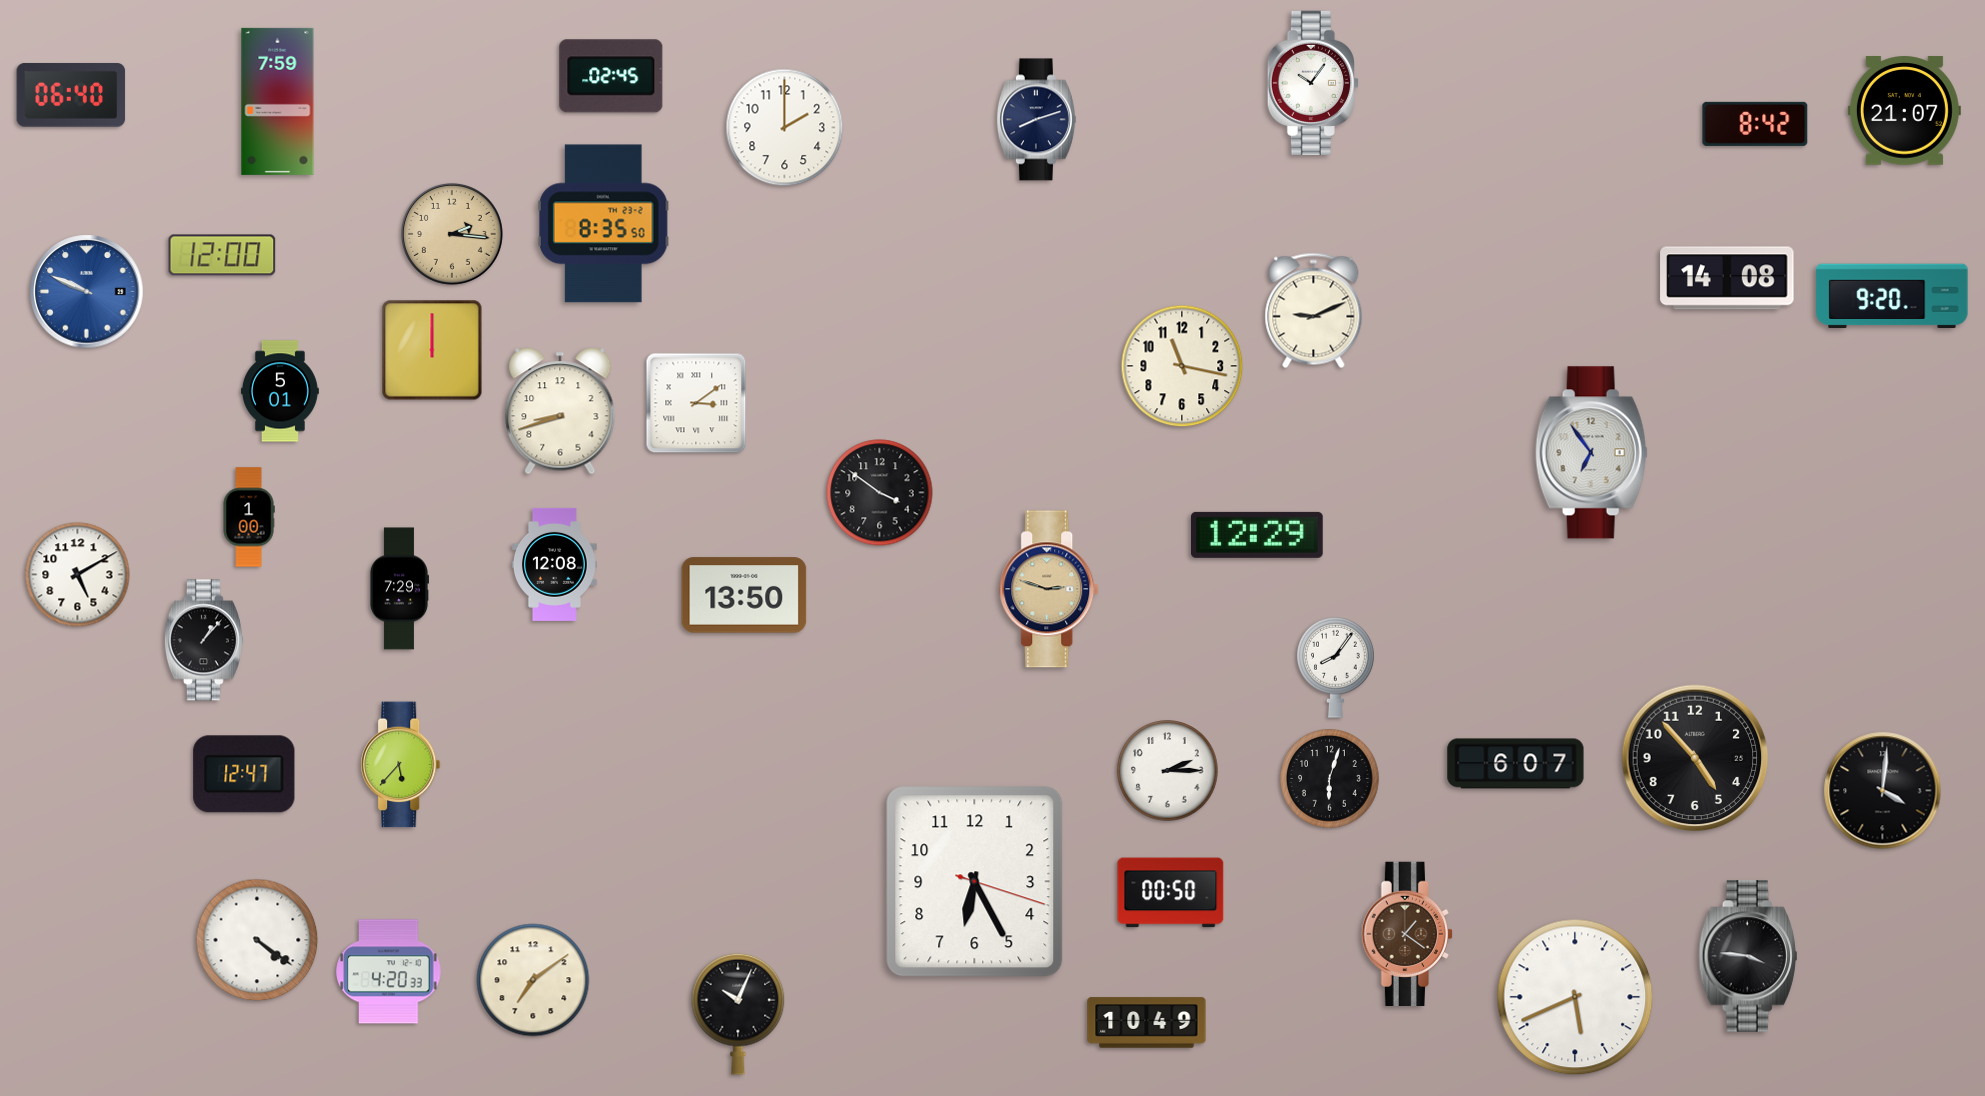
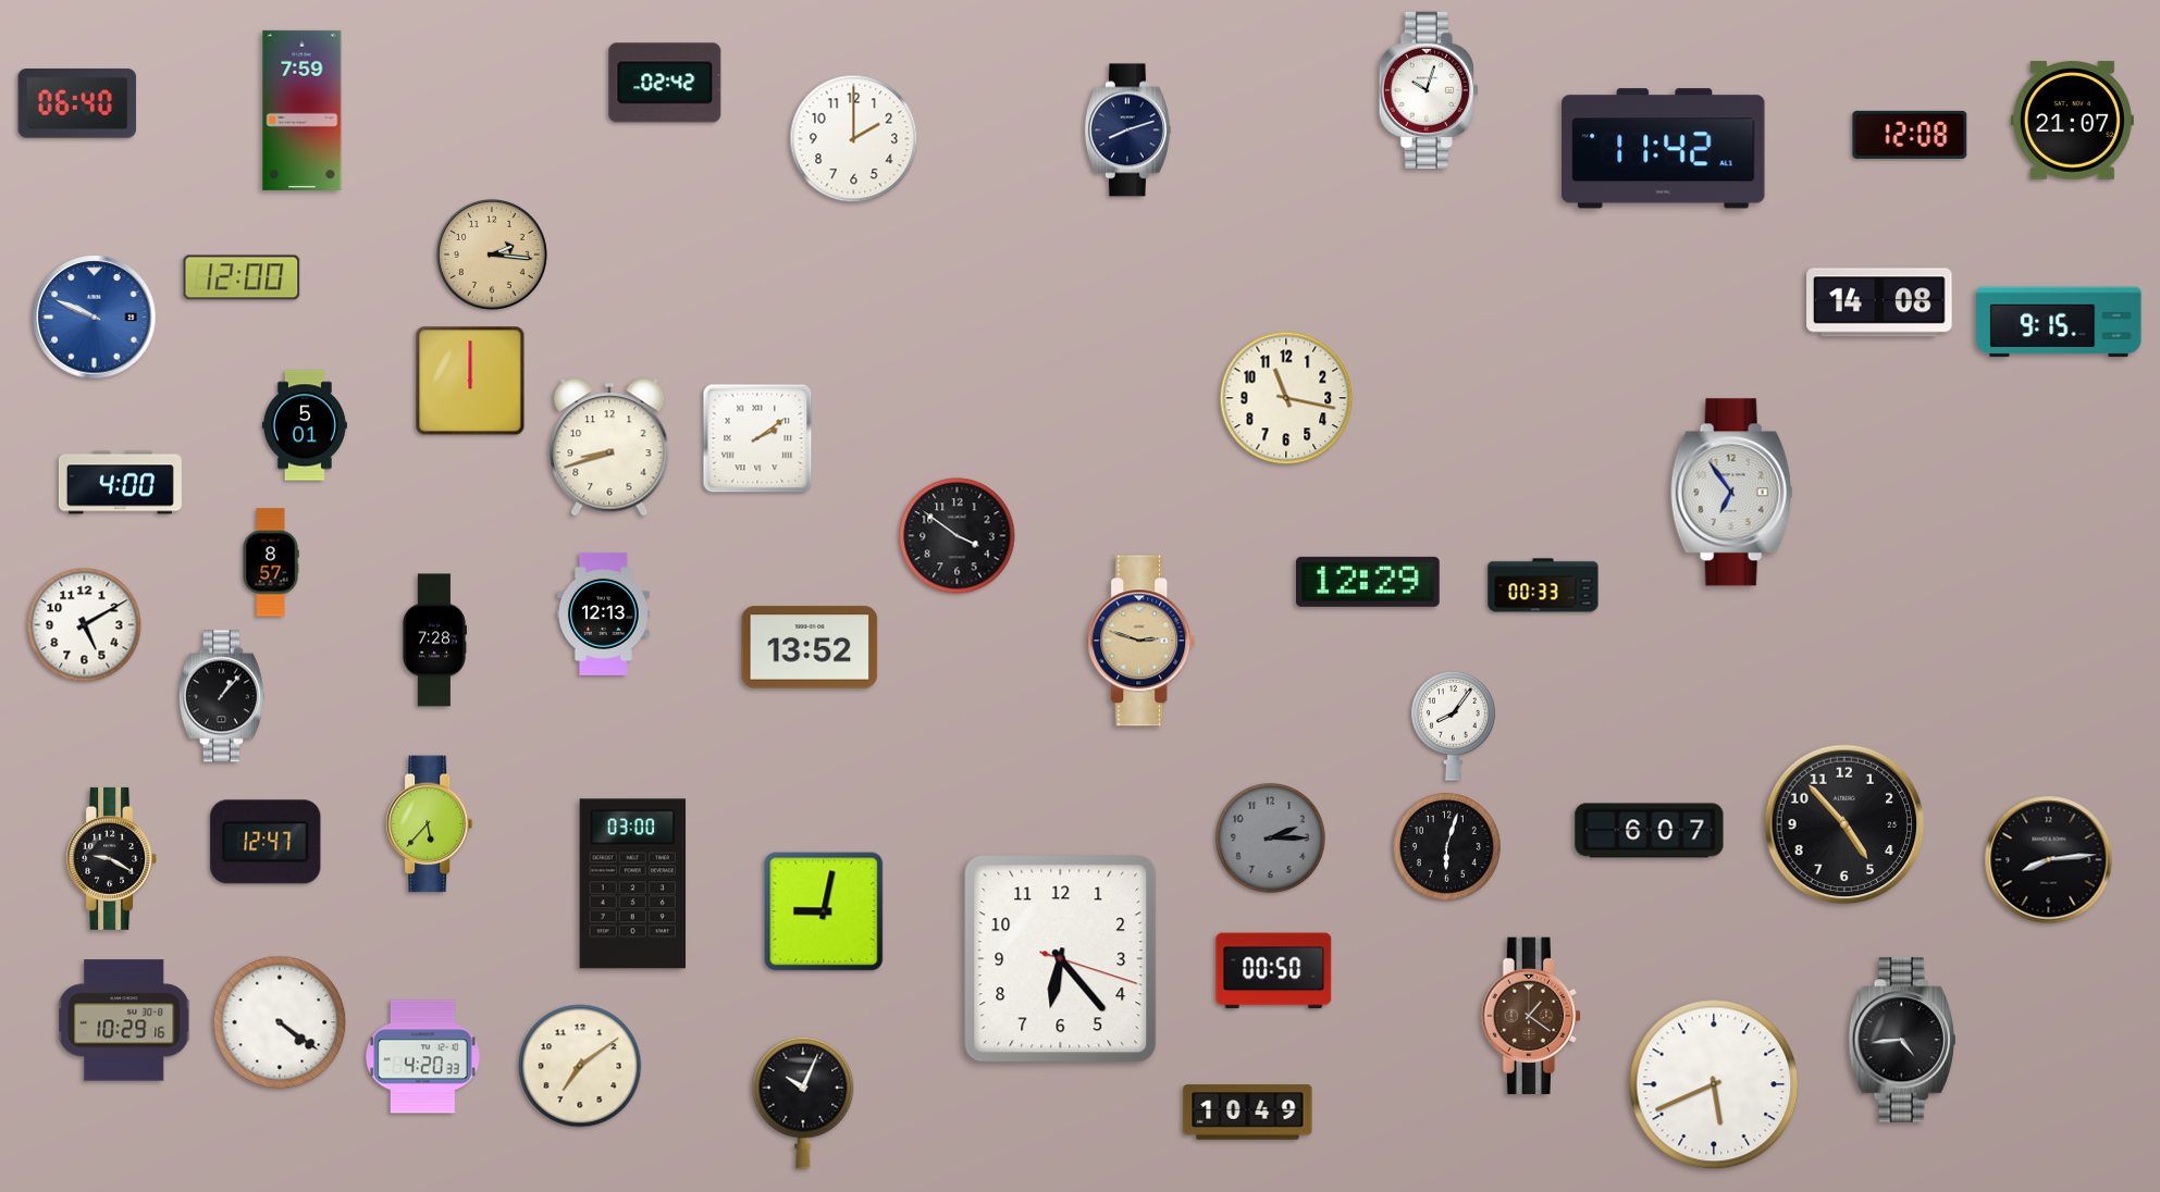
clock at (611, 76): 02:45 -> 02:42
clock at (1312, 83): 10:06 -> 10:03
clock at (1755, 124): 8:42 -> 12:08
clock at (1664, 149): none -> 11:42
clock at (603, 224): 8:35 -> none
clock at (1892, 296): 9:20 -> 9:15
clock at (1314, 311): 9:11 -> none
clock at (696, 403): 3:09 -> 2:09
clock at (120, 483): none -> 4:00
clock at (249, 517): 1:00 -> 8:57
clock at (1543, 585): none -> 00:33
clock at (554, 564): 12:08 -> 12:13
clock at (399, 589): 7:29 -> 7:28
clock at (744, 595): 13:50 -> 13:52
clock at (401, 765) position: (401, 765) -> (430, 824)
clock at (1168, 771) dial: white -> grey
clock at (112, 858): none -> 9:20
clock at (1883, 791): 4:01 -> 8:14
clock at (633, 884): none -> 03:00
clock at (824, 911): none -> 9:02
clock at (975, 882): 6:25 -> 6:23
clock at (125, 1020): none -> 10:29
clock at (1748, 956): 3:46 -> 4:44
